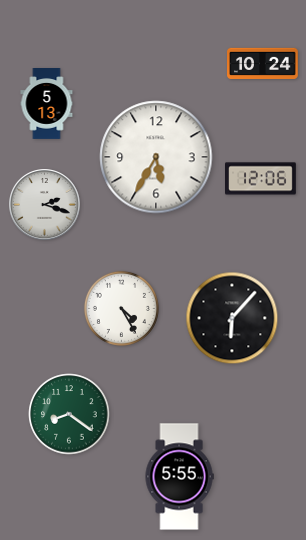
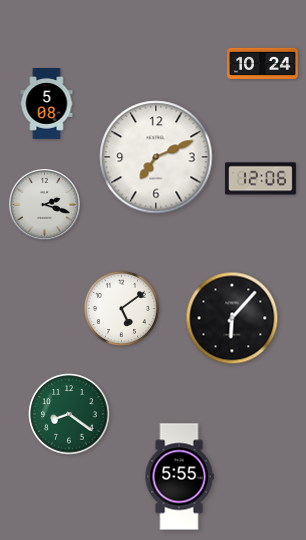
clock at (47, 104): 5:13 -> 5:08
clock at (156, 157): 5:35 -> 7:11
clock at (121, 308): 4:25 -> 5:09
